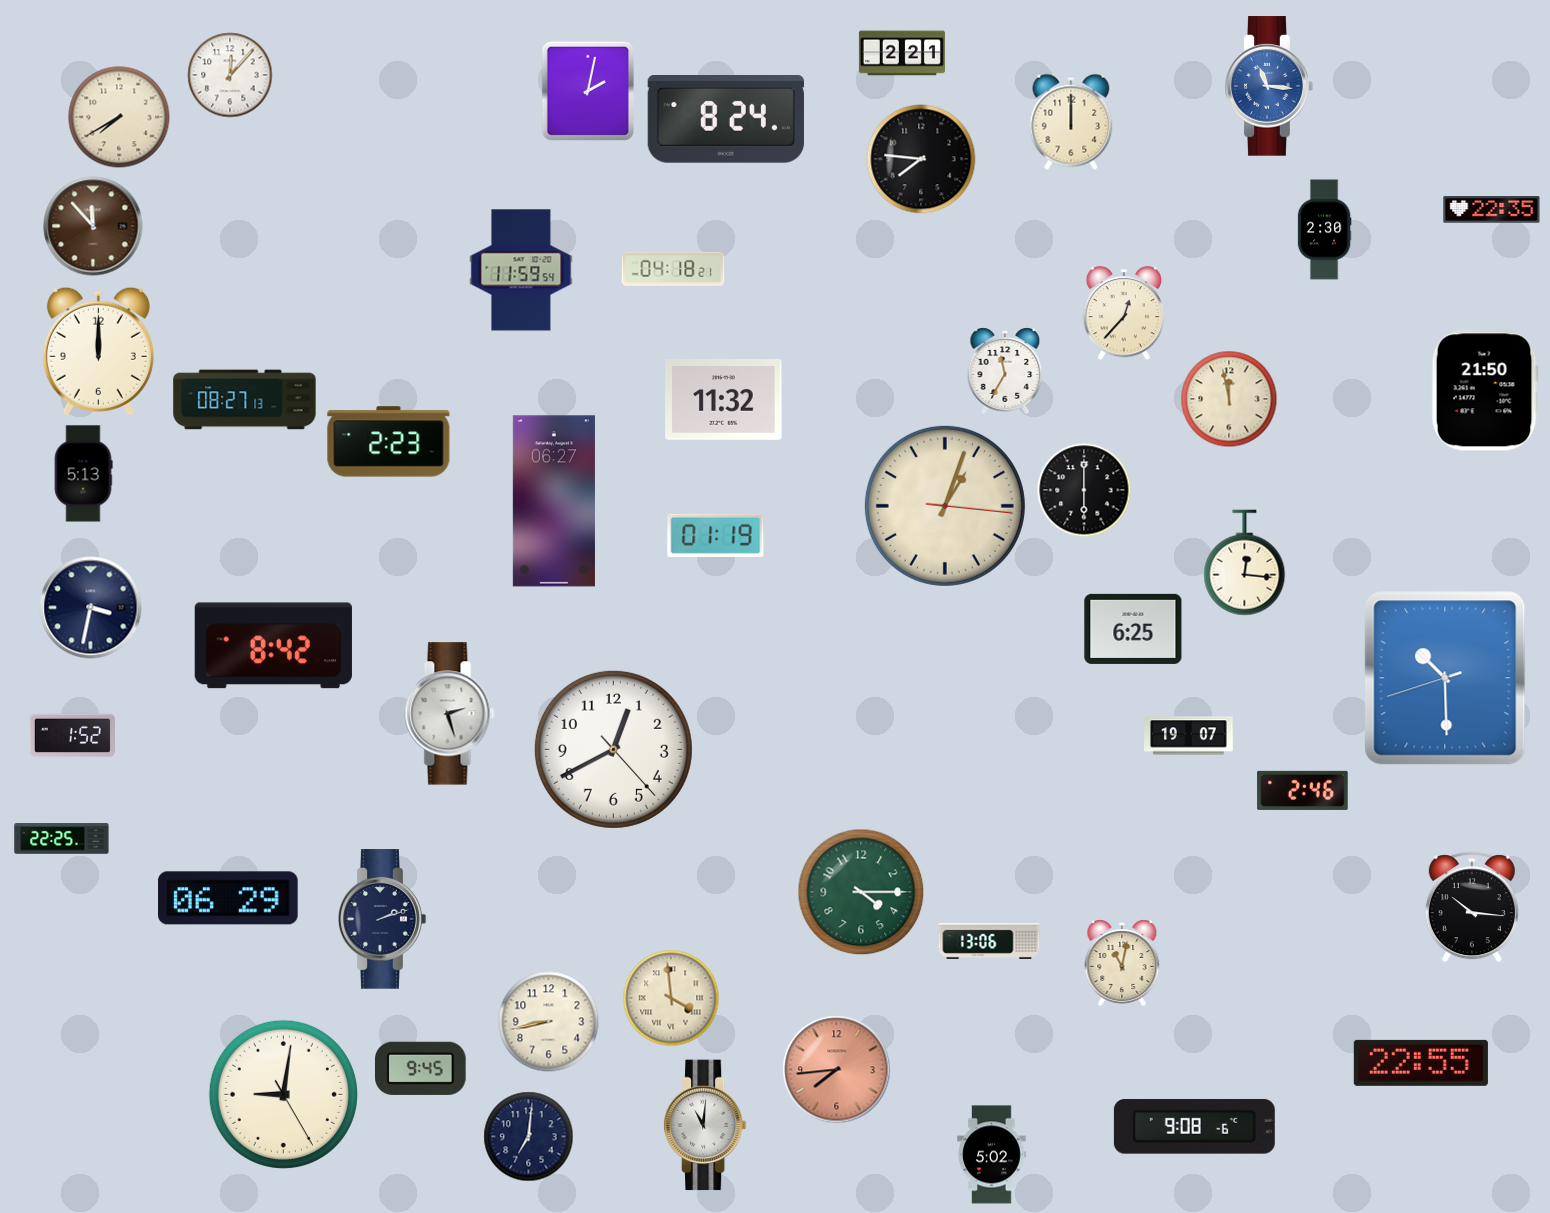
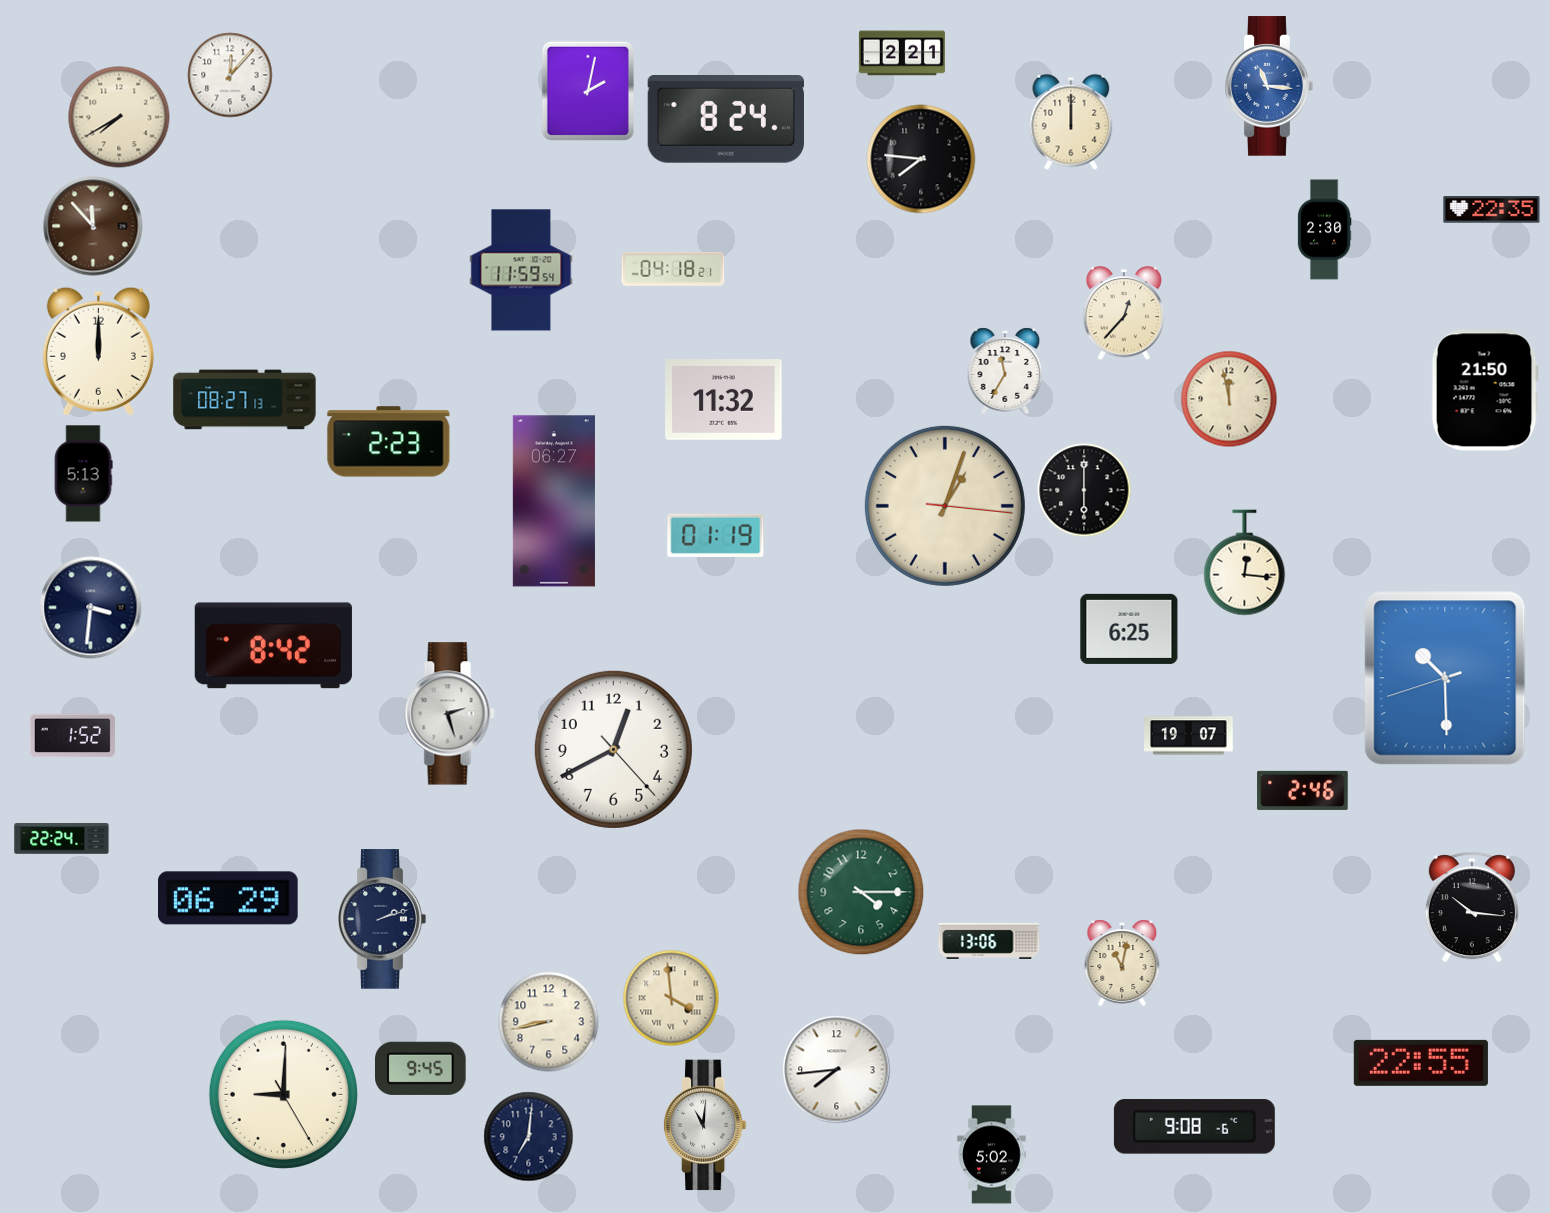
clock at (91, 608): 3:32 -> 3:31
clock at (1133, 629) position: (1133, 629) -> (1129, 629)
clock at (62, 839): 22:25 -> 22:24
clock at (837, 1070) dial: salmon -> white
clock at (283, 1094): 9:01 -> 9:00
